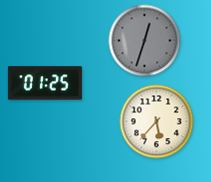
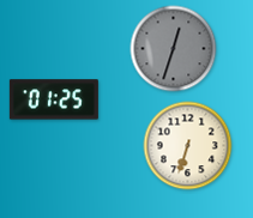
clock at (157, 122): 5:37 -> 6:33
